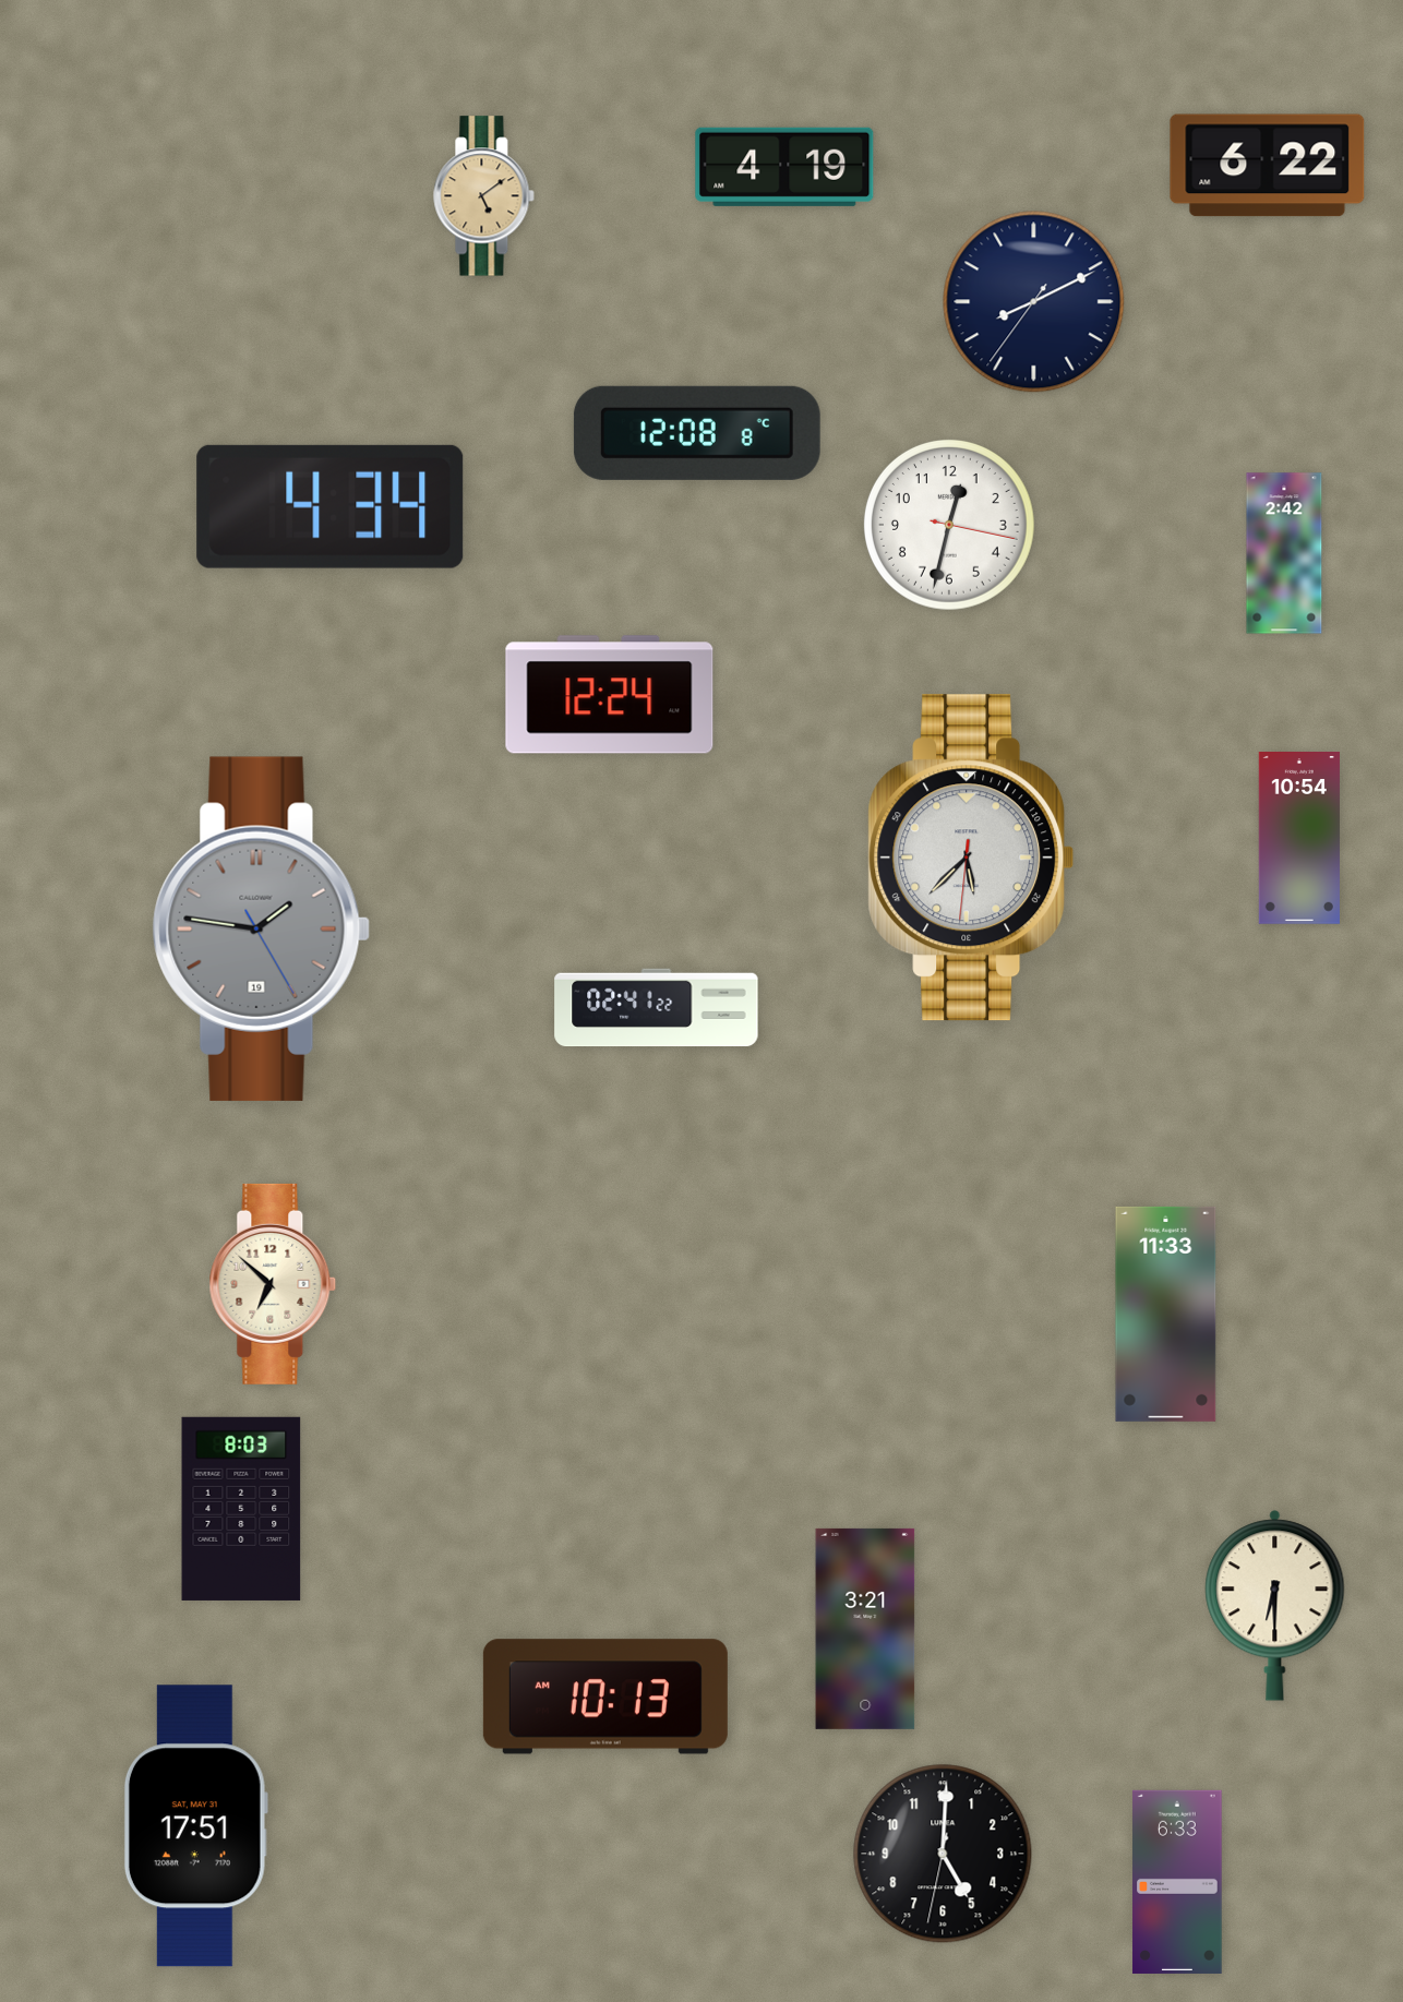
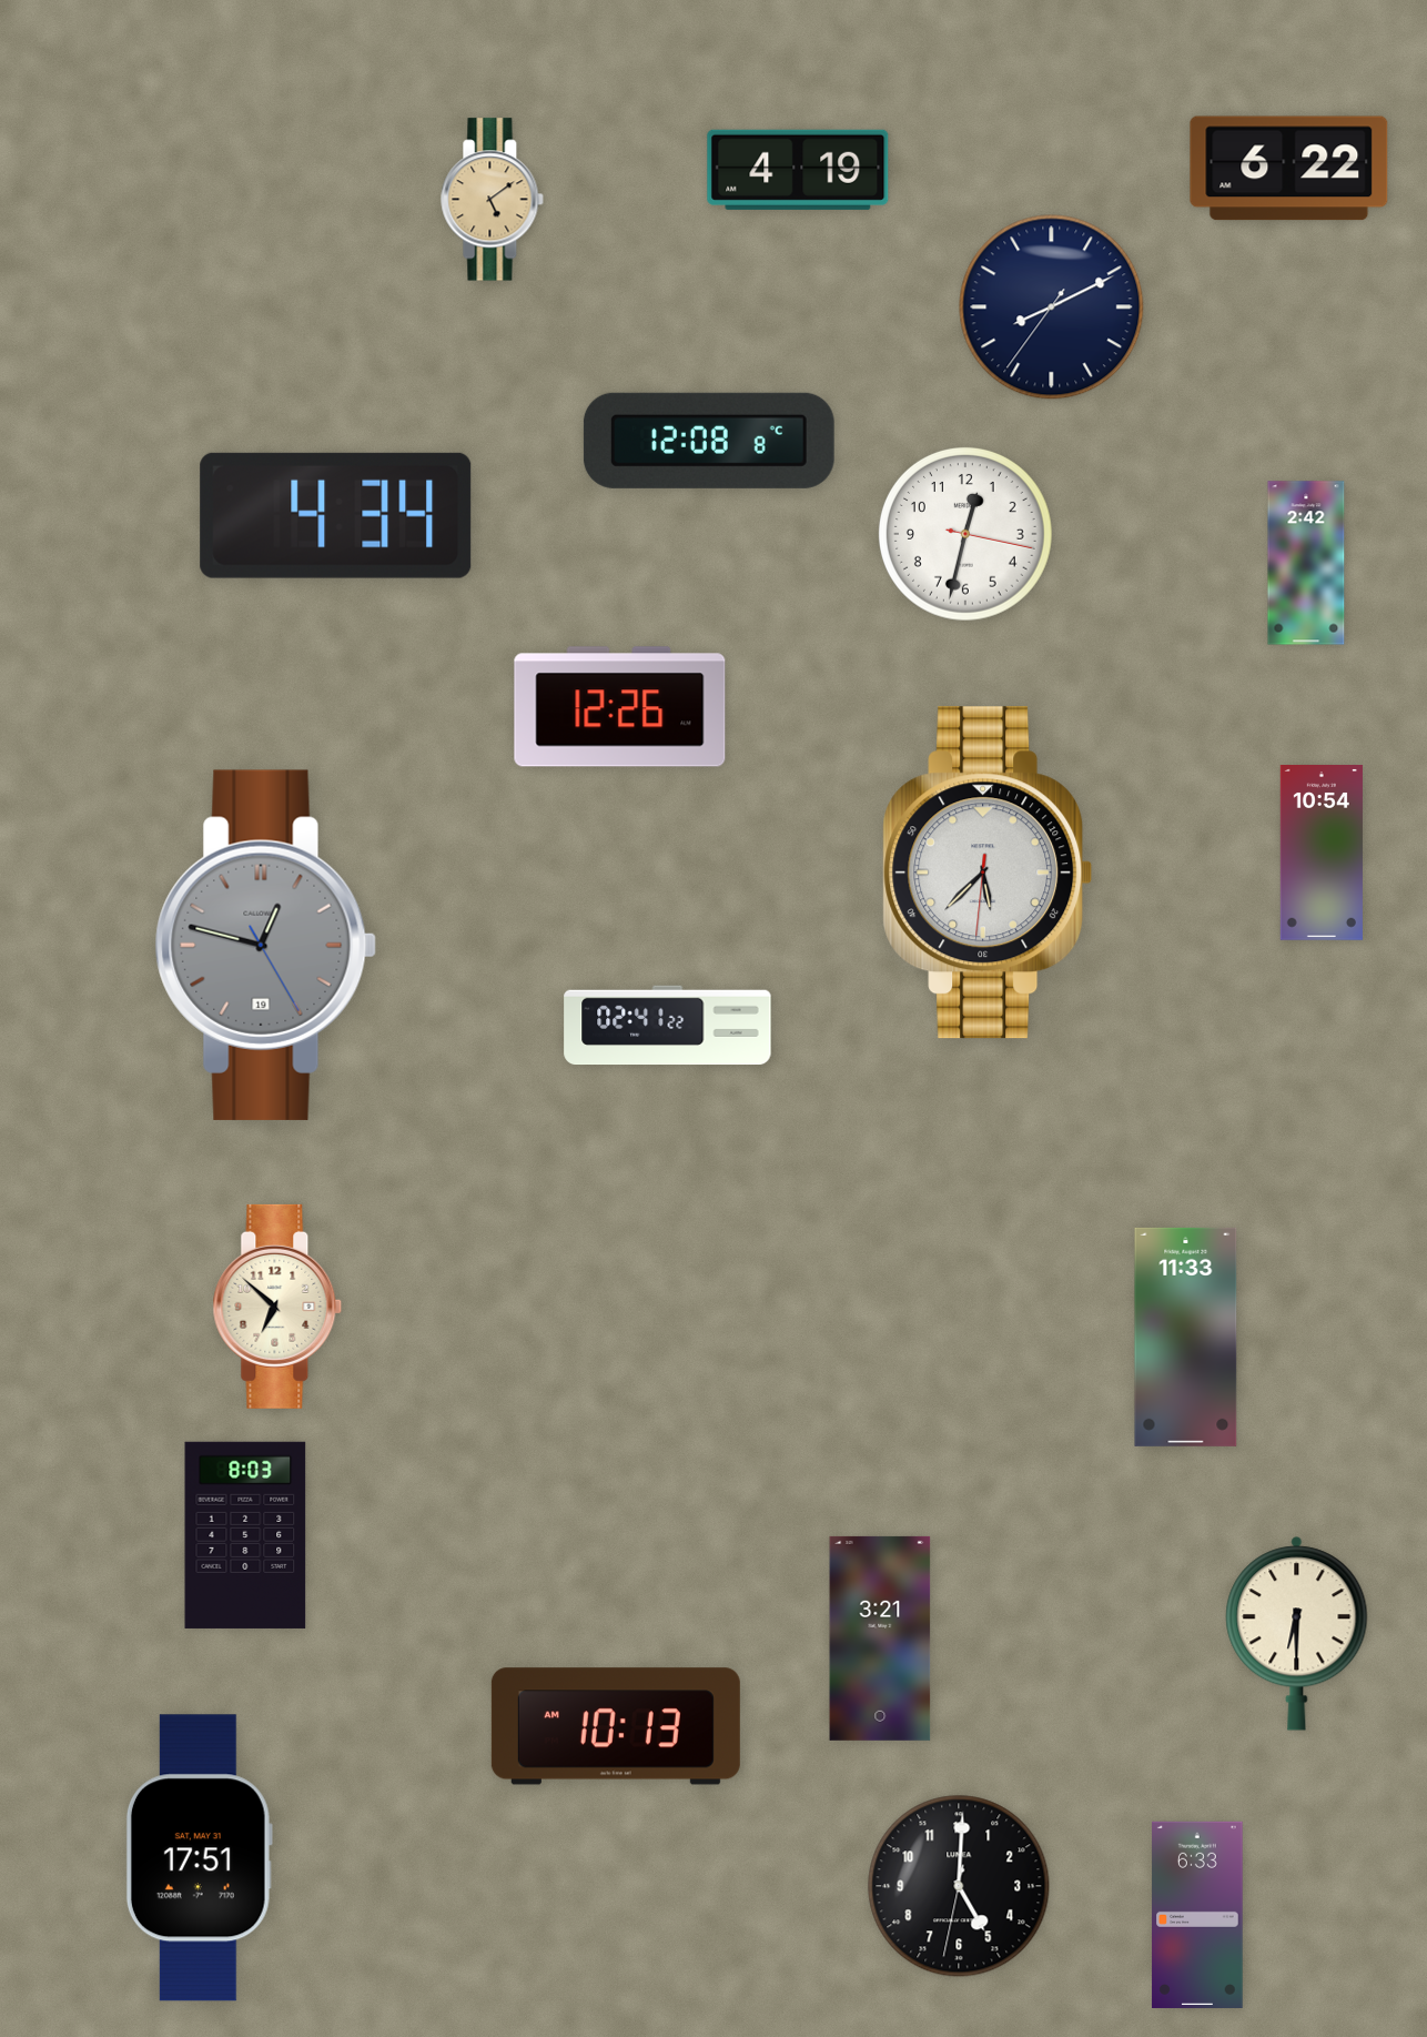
clock at (610, 695): 12:24 -> 12:26
clock at (261, 928): 1:46 -> 12:47
clock at (865, 1629) position: (865, 1629) -> (880, 1638)
